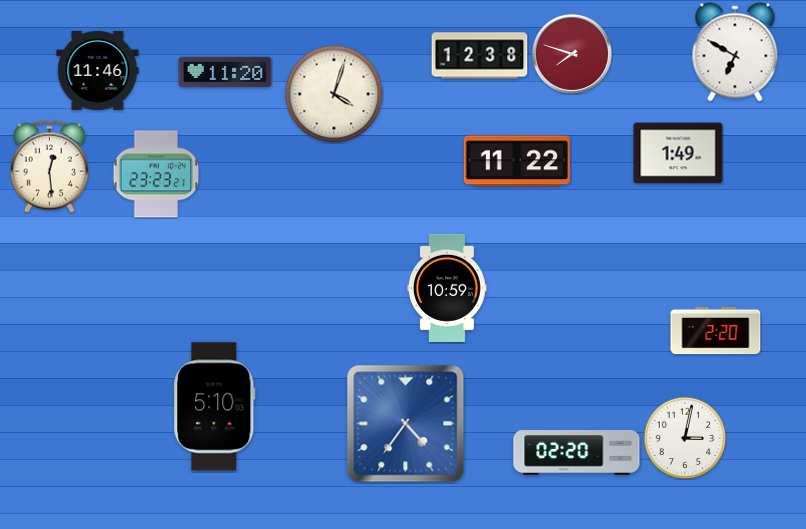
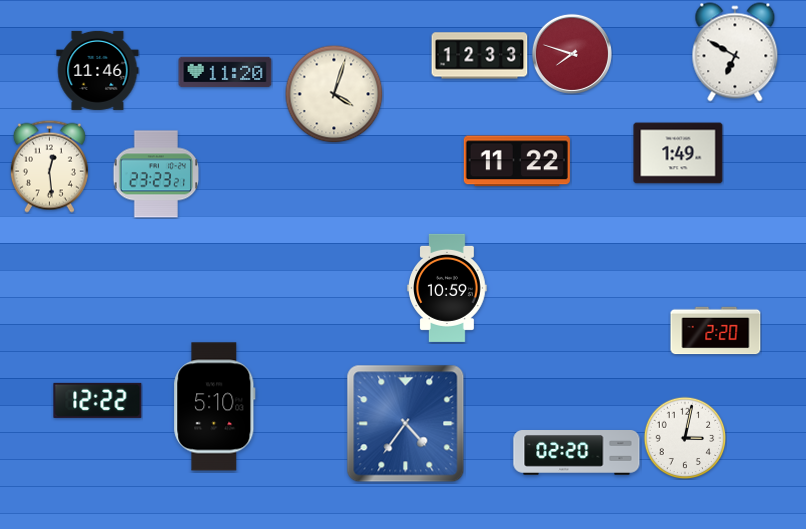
clock at (480, 56): 12:38 -> 12:33
clock at (98, 400): none -> 12:22
